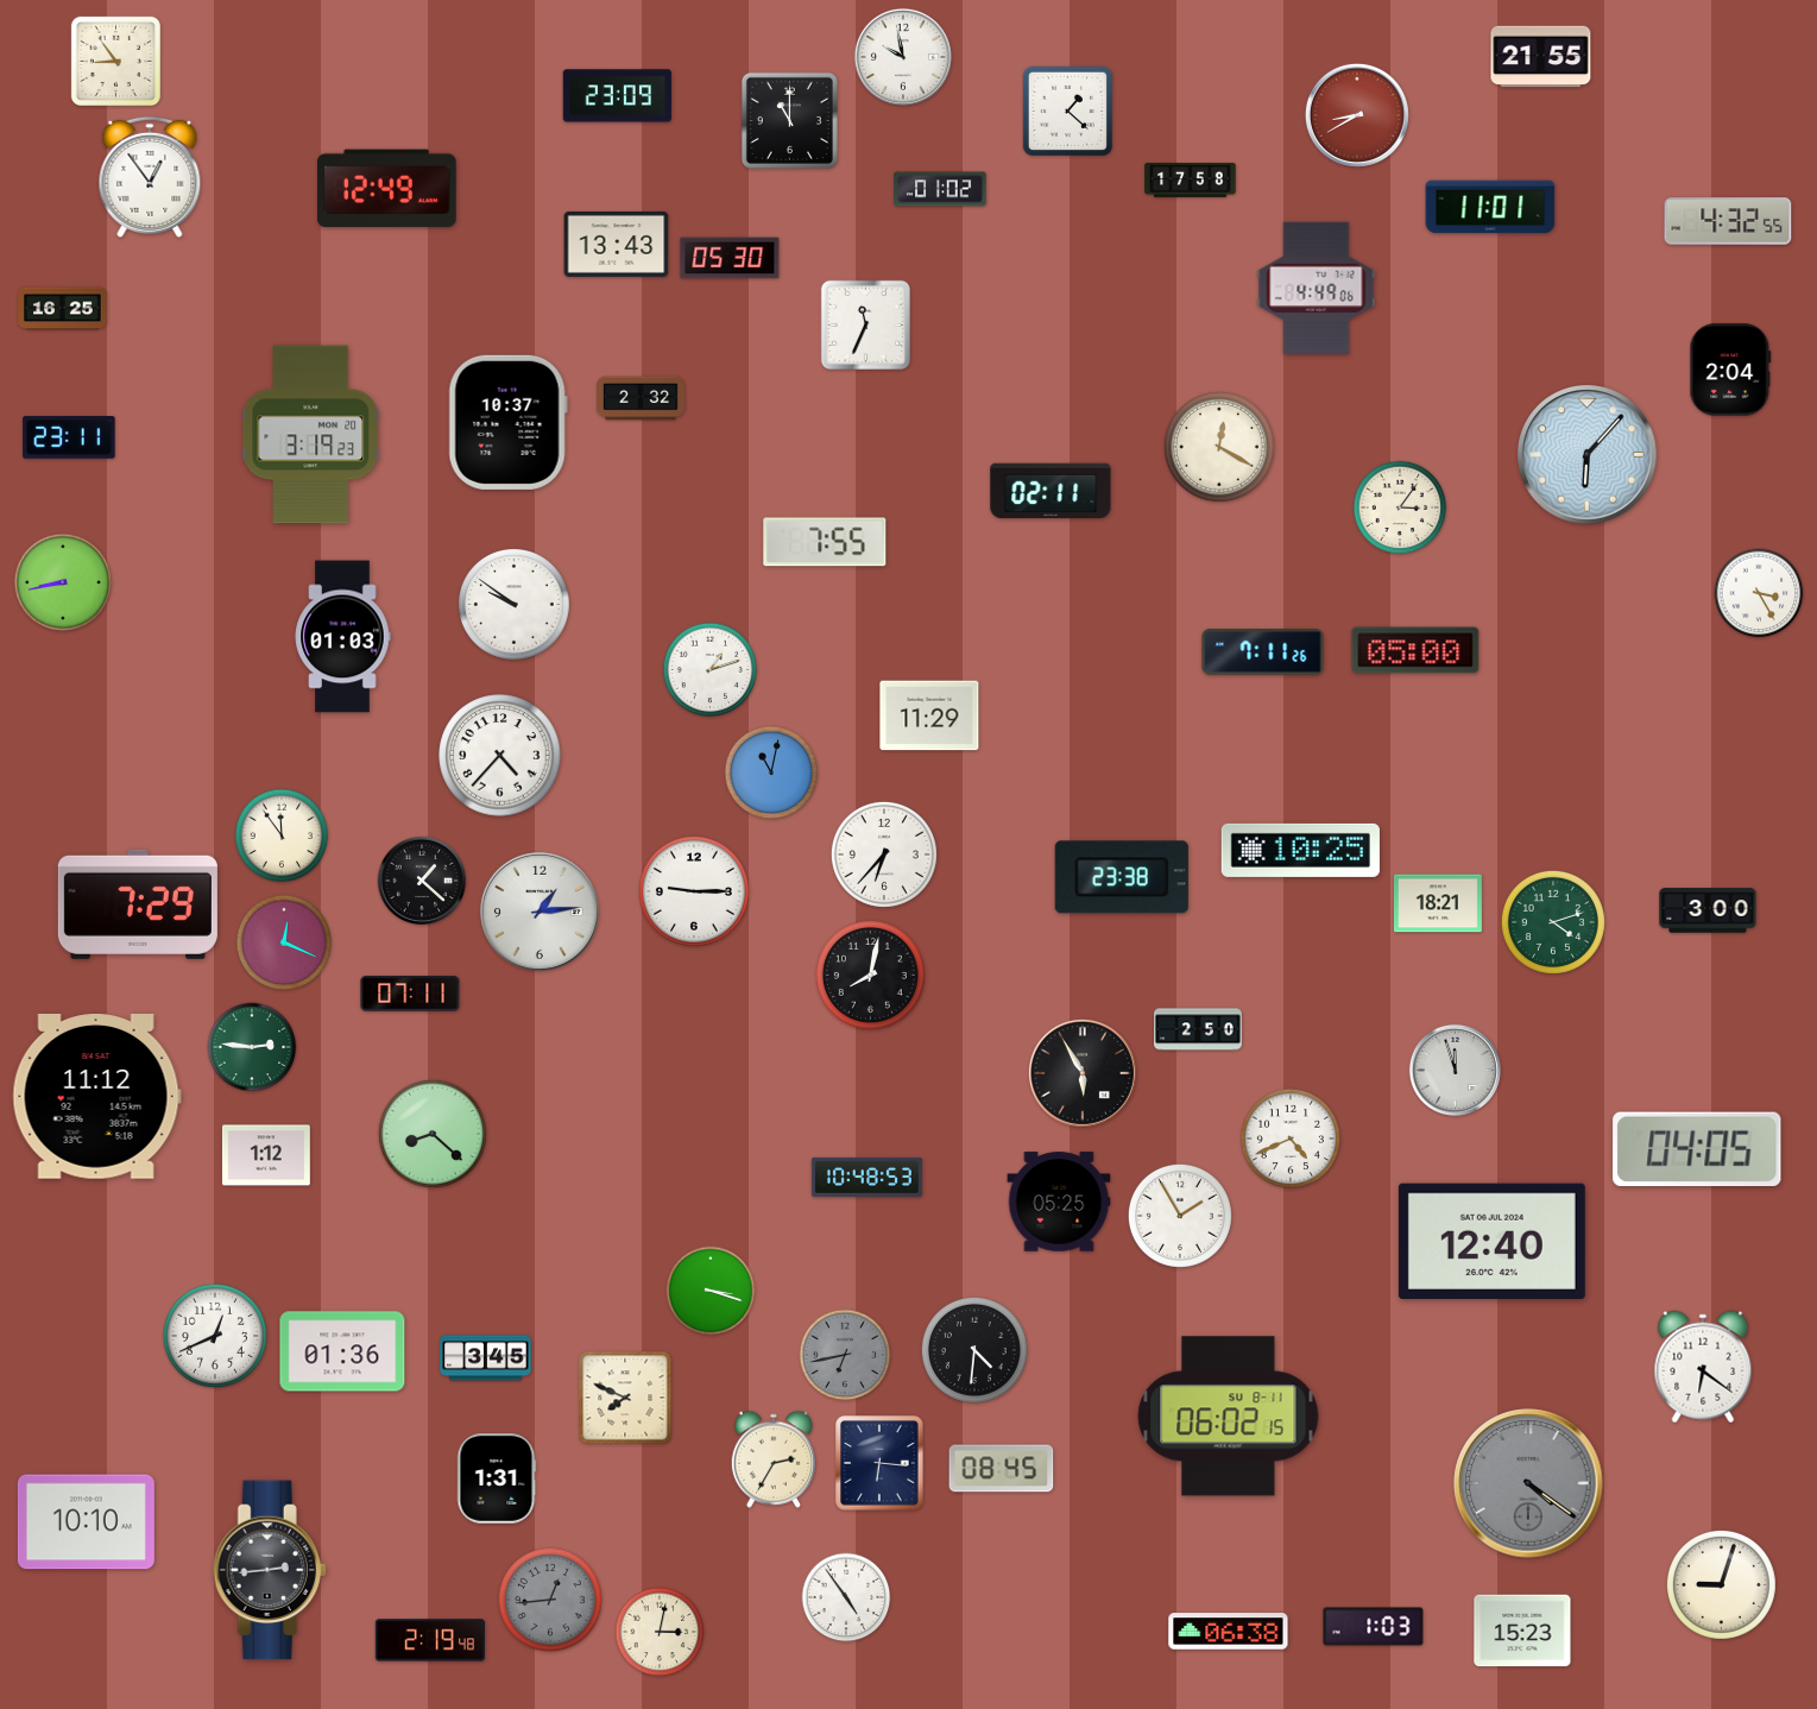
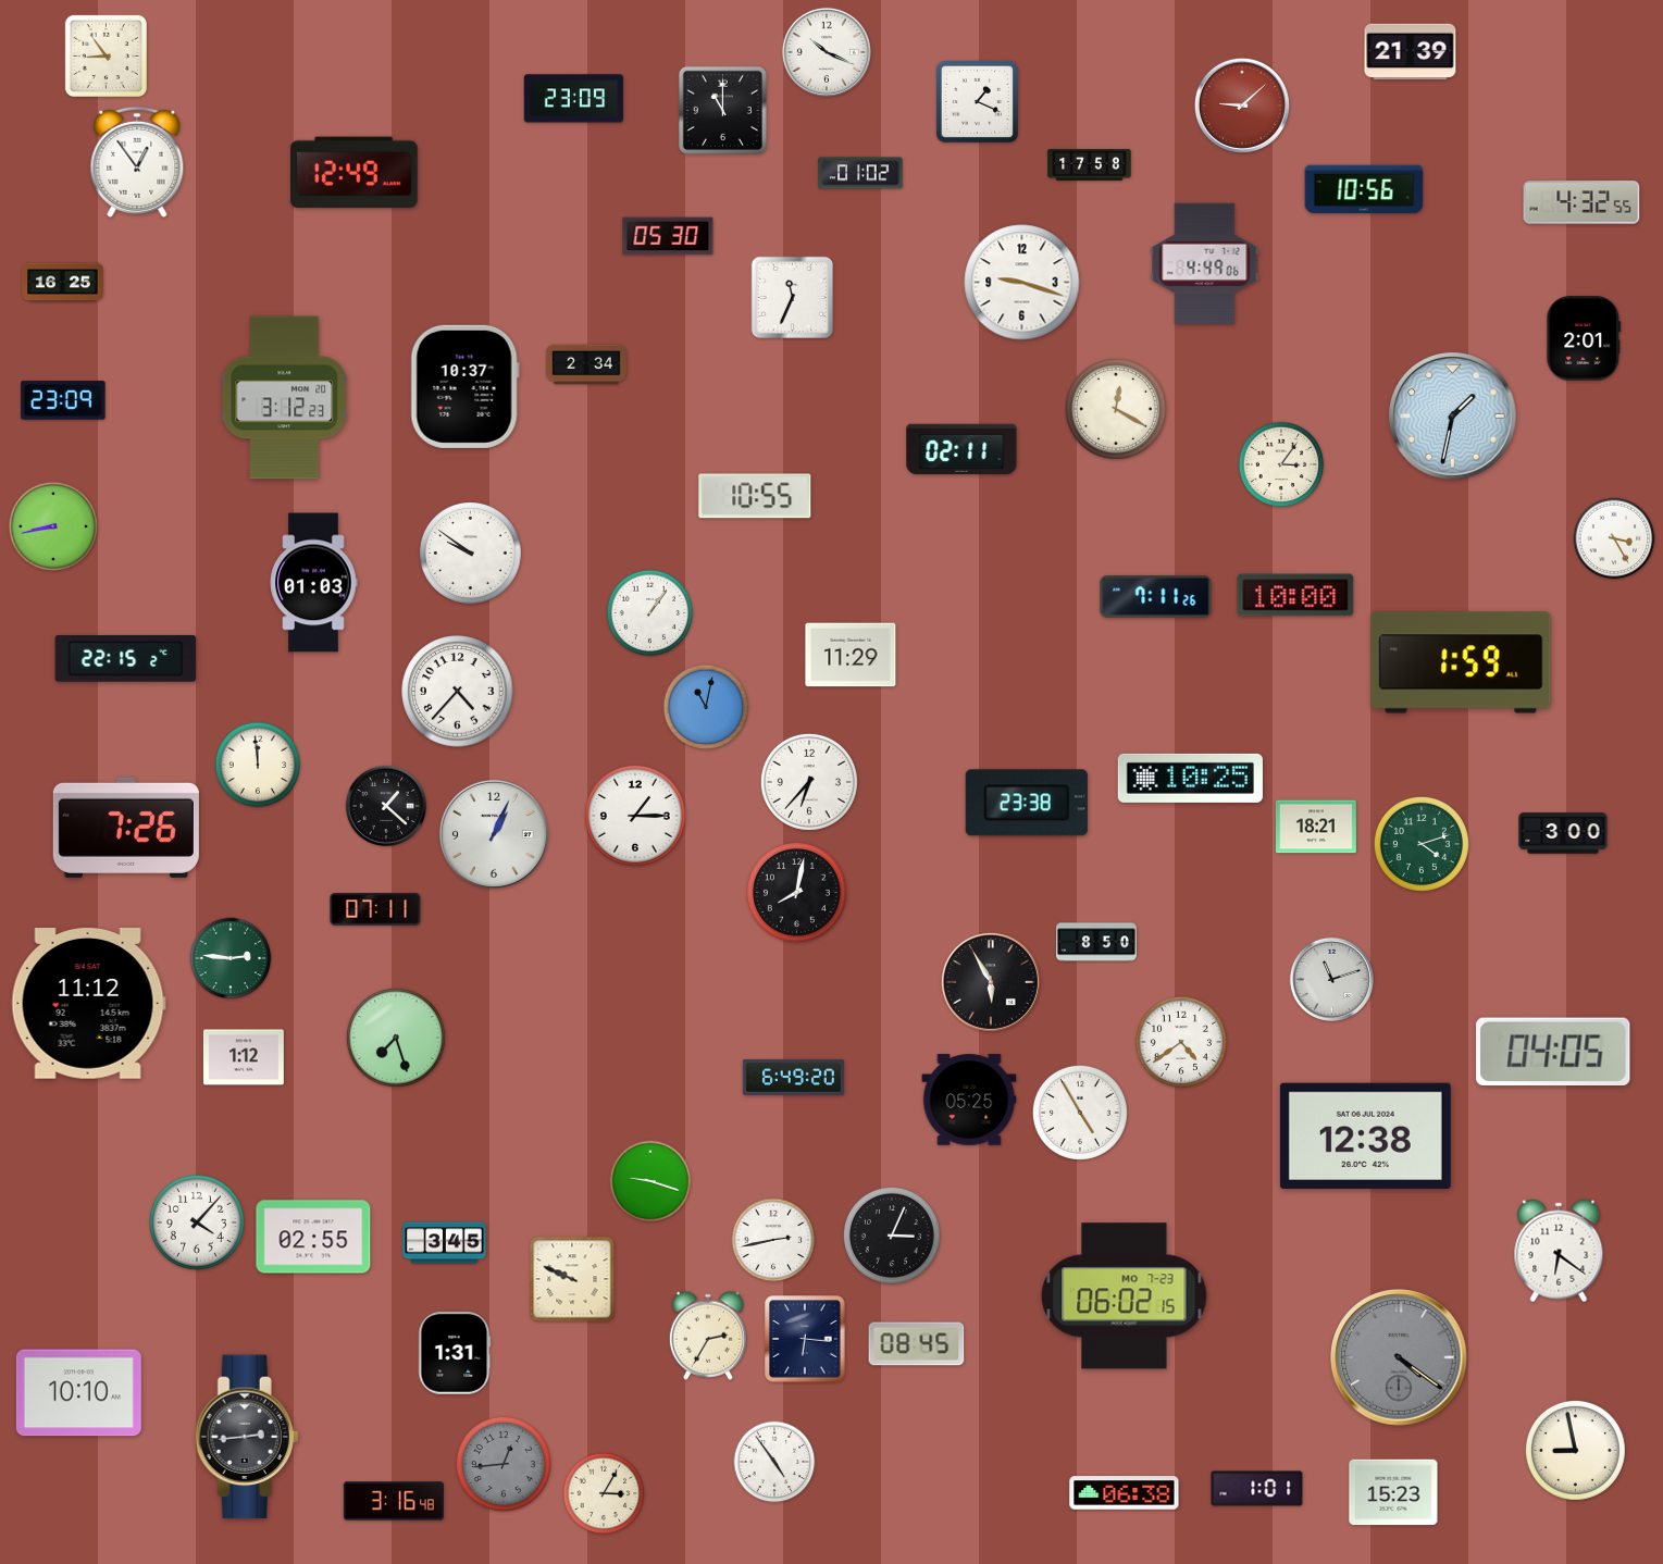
clock at (903, 57): 9:58 -> 10:19
clock at (1541, 57): 21:55 -> 21:39
clock at (617, 96) position: (617, 96) -> (573, 99)
clock at (1067, 111): 1:22 -> 1:19
clock at (1357, 115): 8:40 -> 9:08
clock at (1490, 207): 11:01 -> 10:56
clock at (617, 244): 13:43 -> none
clock at (63, 309) position: (63, 309) -> (63, 283)
clock at (1022, 283): none -> 9:18
clock at (1730, 370): 2:04 -> 2:01
clock at (641, 398): 2:32 -> 2:34
clock at (310, 435): 3:19 -> 3:12
clock at (69, 437): 23:11 -> 23:09
clock at (1588, 455): 6:07 -> 1:32
clock at (825, 542): 7:55 -> 10:55
clock at (63, 582) position: (63, 582) -> (53, 526)
clock at (1759, 593) position: (1759, 593) -> (1614, 538)
clock at (1415, 650): 05:00 -> 10:00
clock at (711, 670): 1:12 -> 1:06
clock at (126, 659): none -> 22:15
clock at (1461, 662): none -> 1:59
clock at (282, 835): 11:54 -> 11:59
clock at (694, 891): 9:15 -> 1:15
clock at (138, 904): 7:29 -> 7:26
clock at (540, 912): 1:14 -> 1:04
clock at (284, 942): 12:19 -> none
clock at (1199, 1029): 2:50 -> 8:50
clock at (1455, 1070): 11:57 -> 11:12
clock at (433, 1134): 8:22 -> 7:27
clock at (1289, 1137): 4:41 -> 4:39
clock at (866, 1177): 10:48 -> 6:49
clock at (1180, 1216): 1:55 -> 4:55
clock at (1491, 1241): 12:40 -> 12:38
clock at (711, 1291): 3:18 -> 9:18
clock at (215, 1336): 12:41 -> 4:07
clock at (974, 1350): 4:31 -> 3:04
clock at (342, 1351): 01:36 -> 02:55
clock at (845, 1355): 6:43 -> 2:43
clock at (845, 1355) dial: grey -> white
clock at (625, 1398): 7:49 -> 9:49
clock at (1229, 1417) date: SU 8-11 -> MO 7-23
clock at (1721, 1584): 9:03 -> 8:58
clock at (1374, 1627): 1:03 -> 1:01
clock at (660, 1632): 3:02 -> 3:05
clock at (430, 1640): 2:19 -> 3:16
